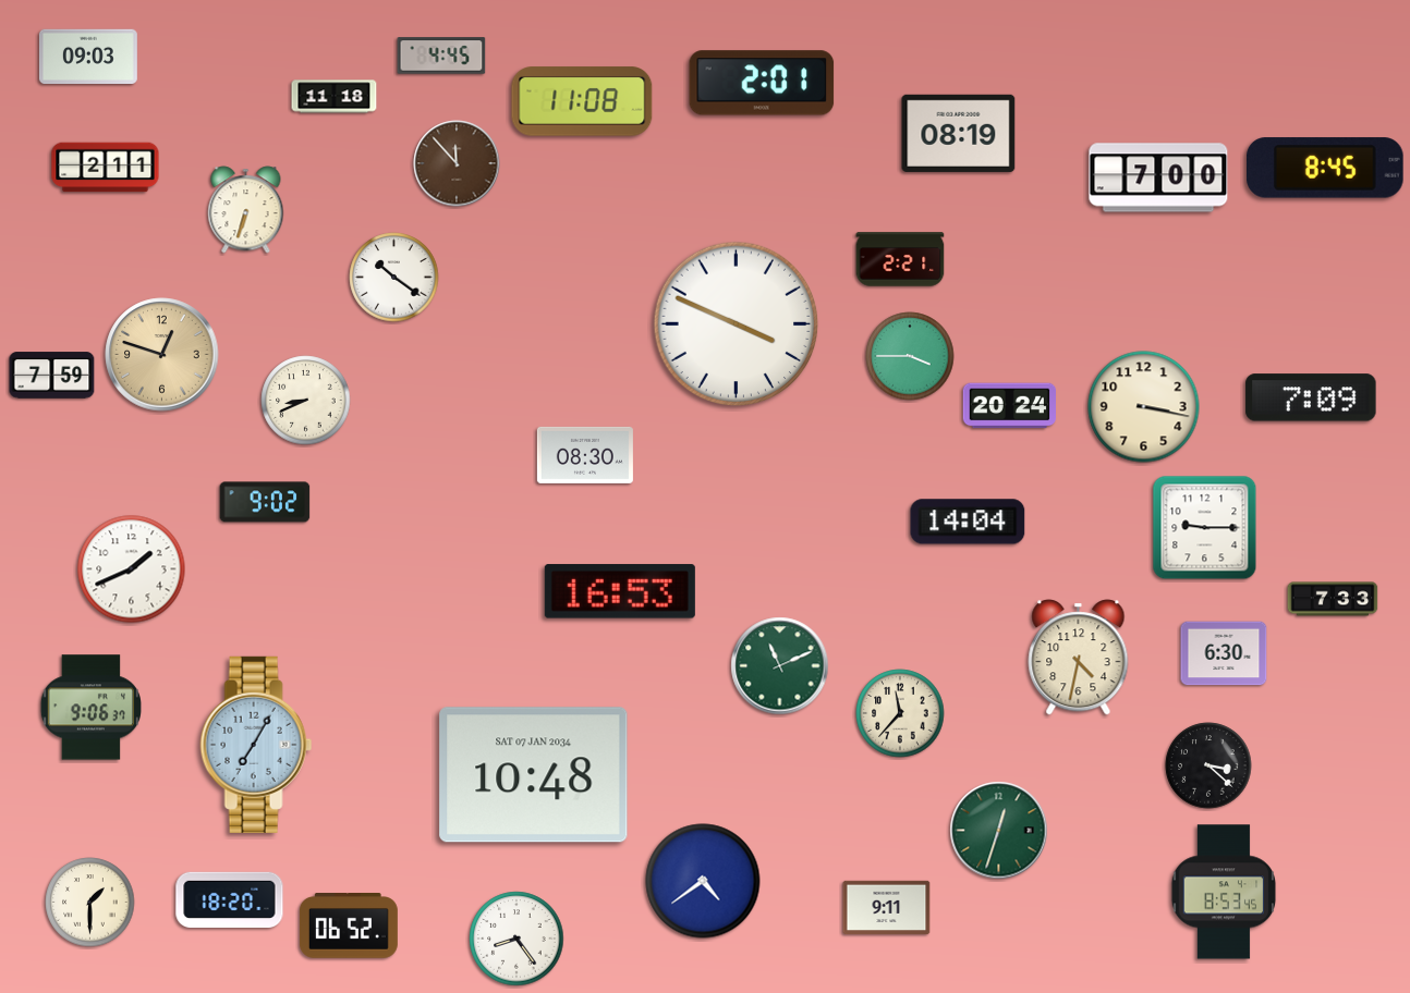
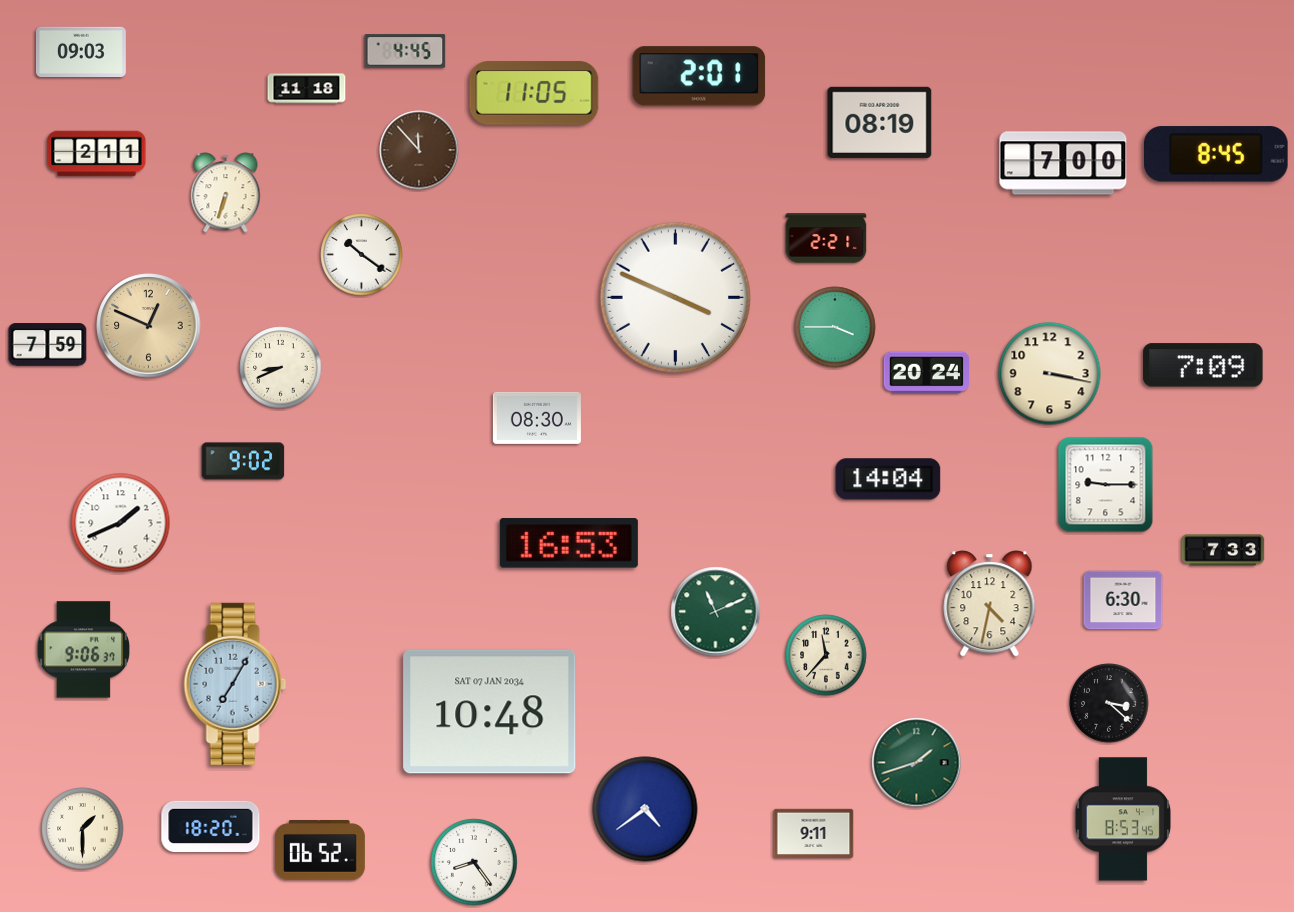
clock at (582, 101): 11:08 -> 11:05
clock at (162, 355): 12:48 -> 12:49
clock at (999, 831): 12:33 -> 1:42
